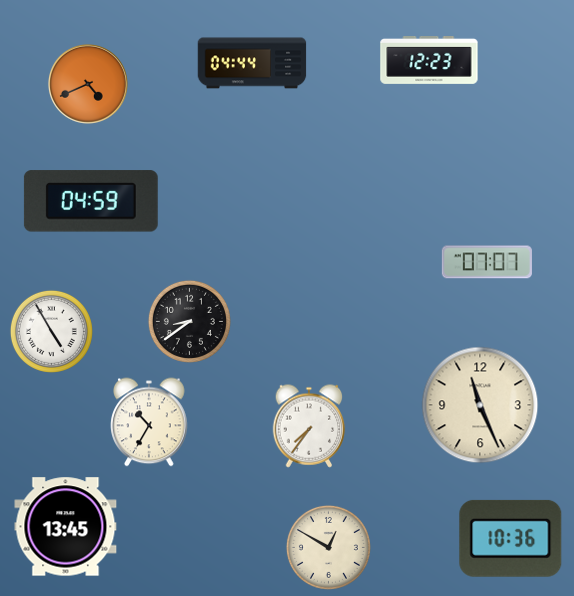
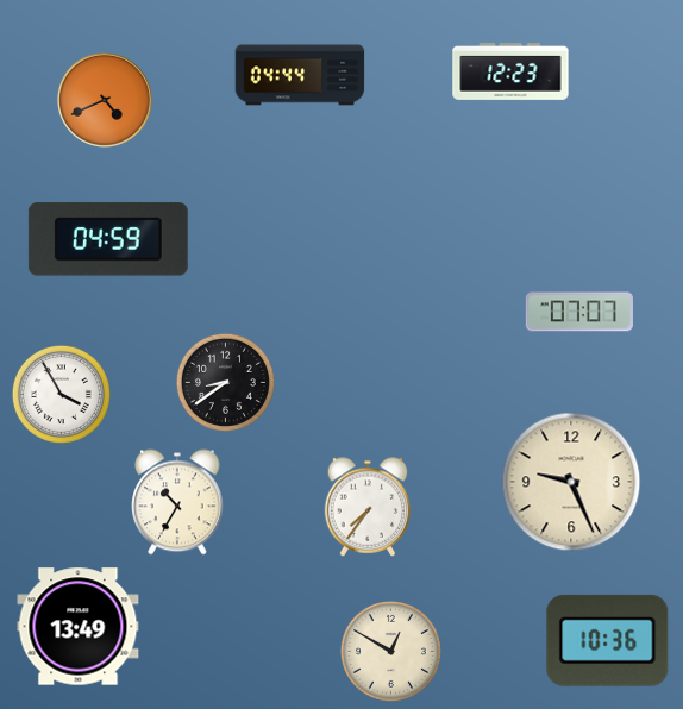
clock at (51, 331): 4:55 -> 3:55
clock at (480, 405): 11:26 -> 9:26
clock at (66, 527): 13:45 -> 13:49
